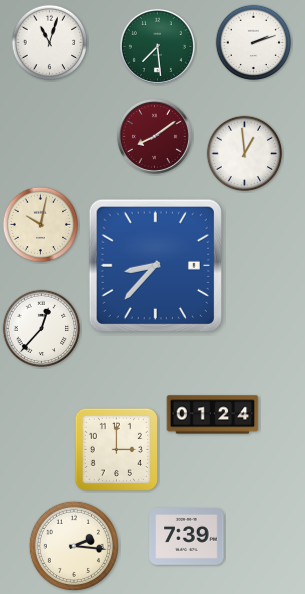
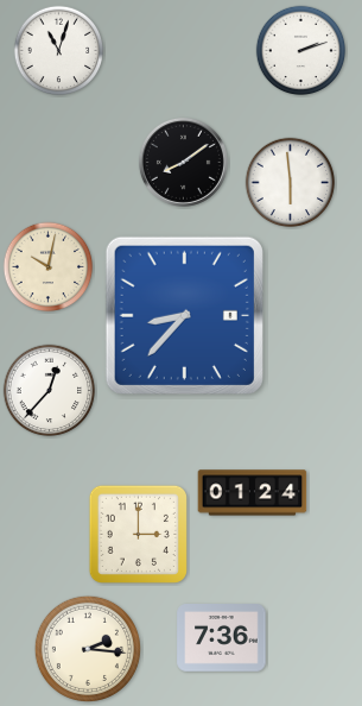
clock at (157, 46): 7:29 -> none
clock at (154, 136) dial: burgundy -> black
clock at (245, 154): 12:59 -> 5:59
clock at (187, 537): 7:39 -> 7:36
